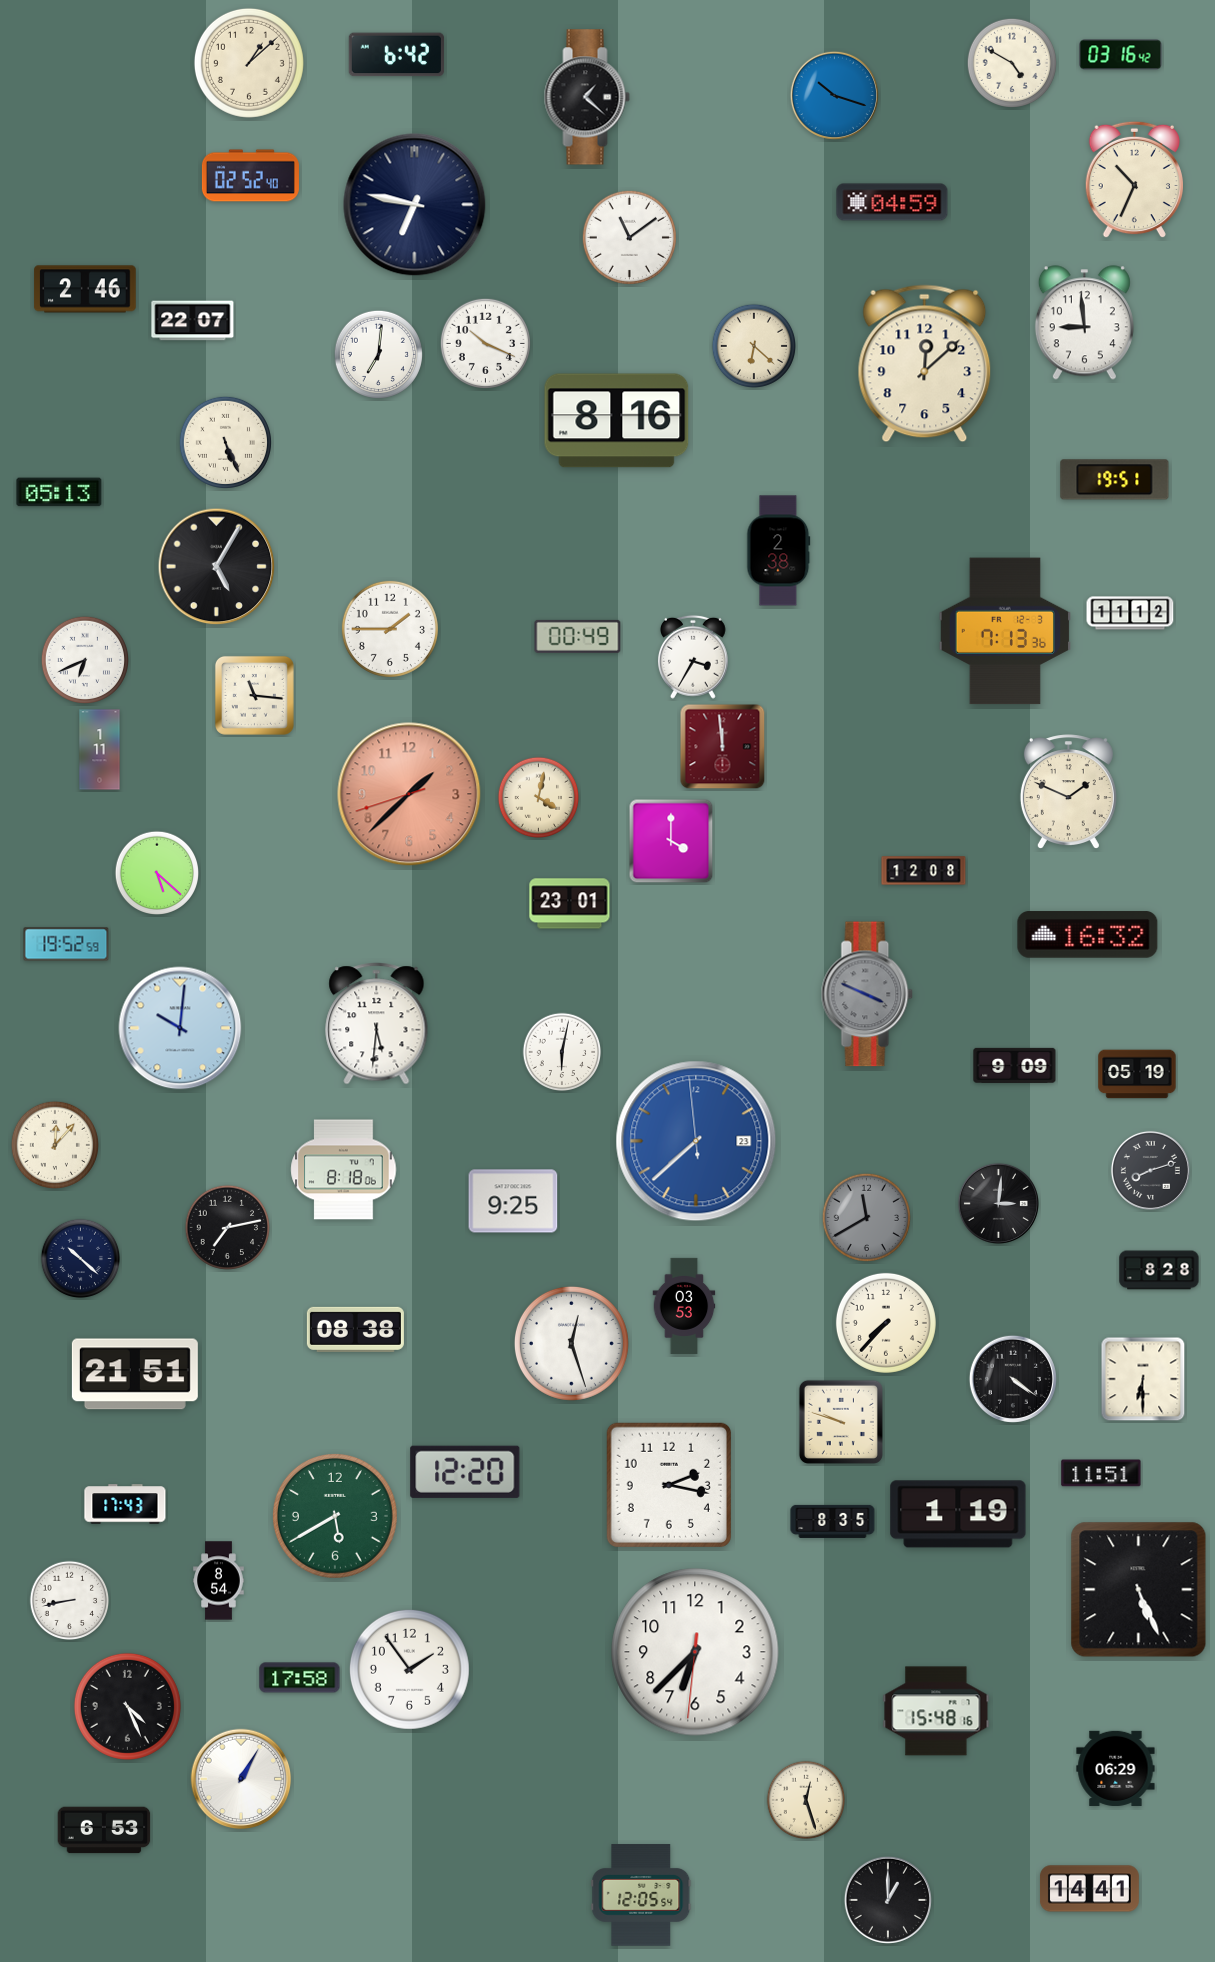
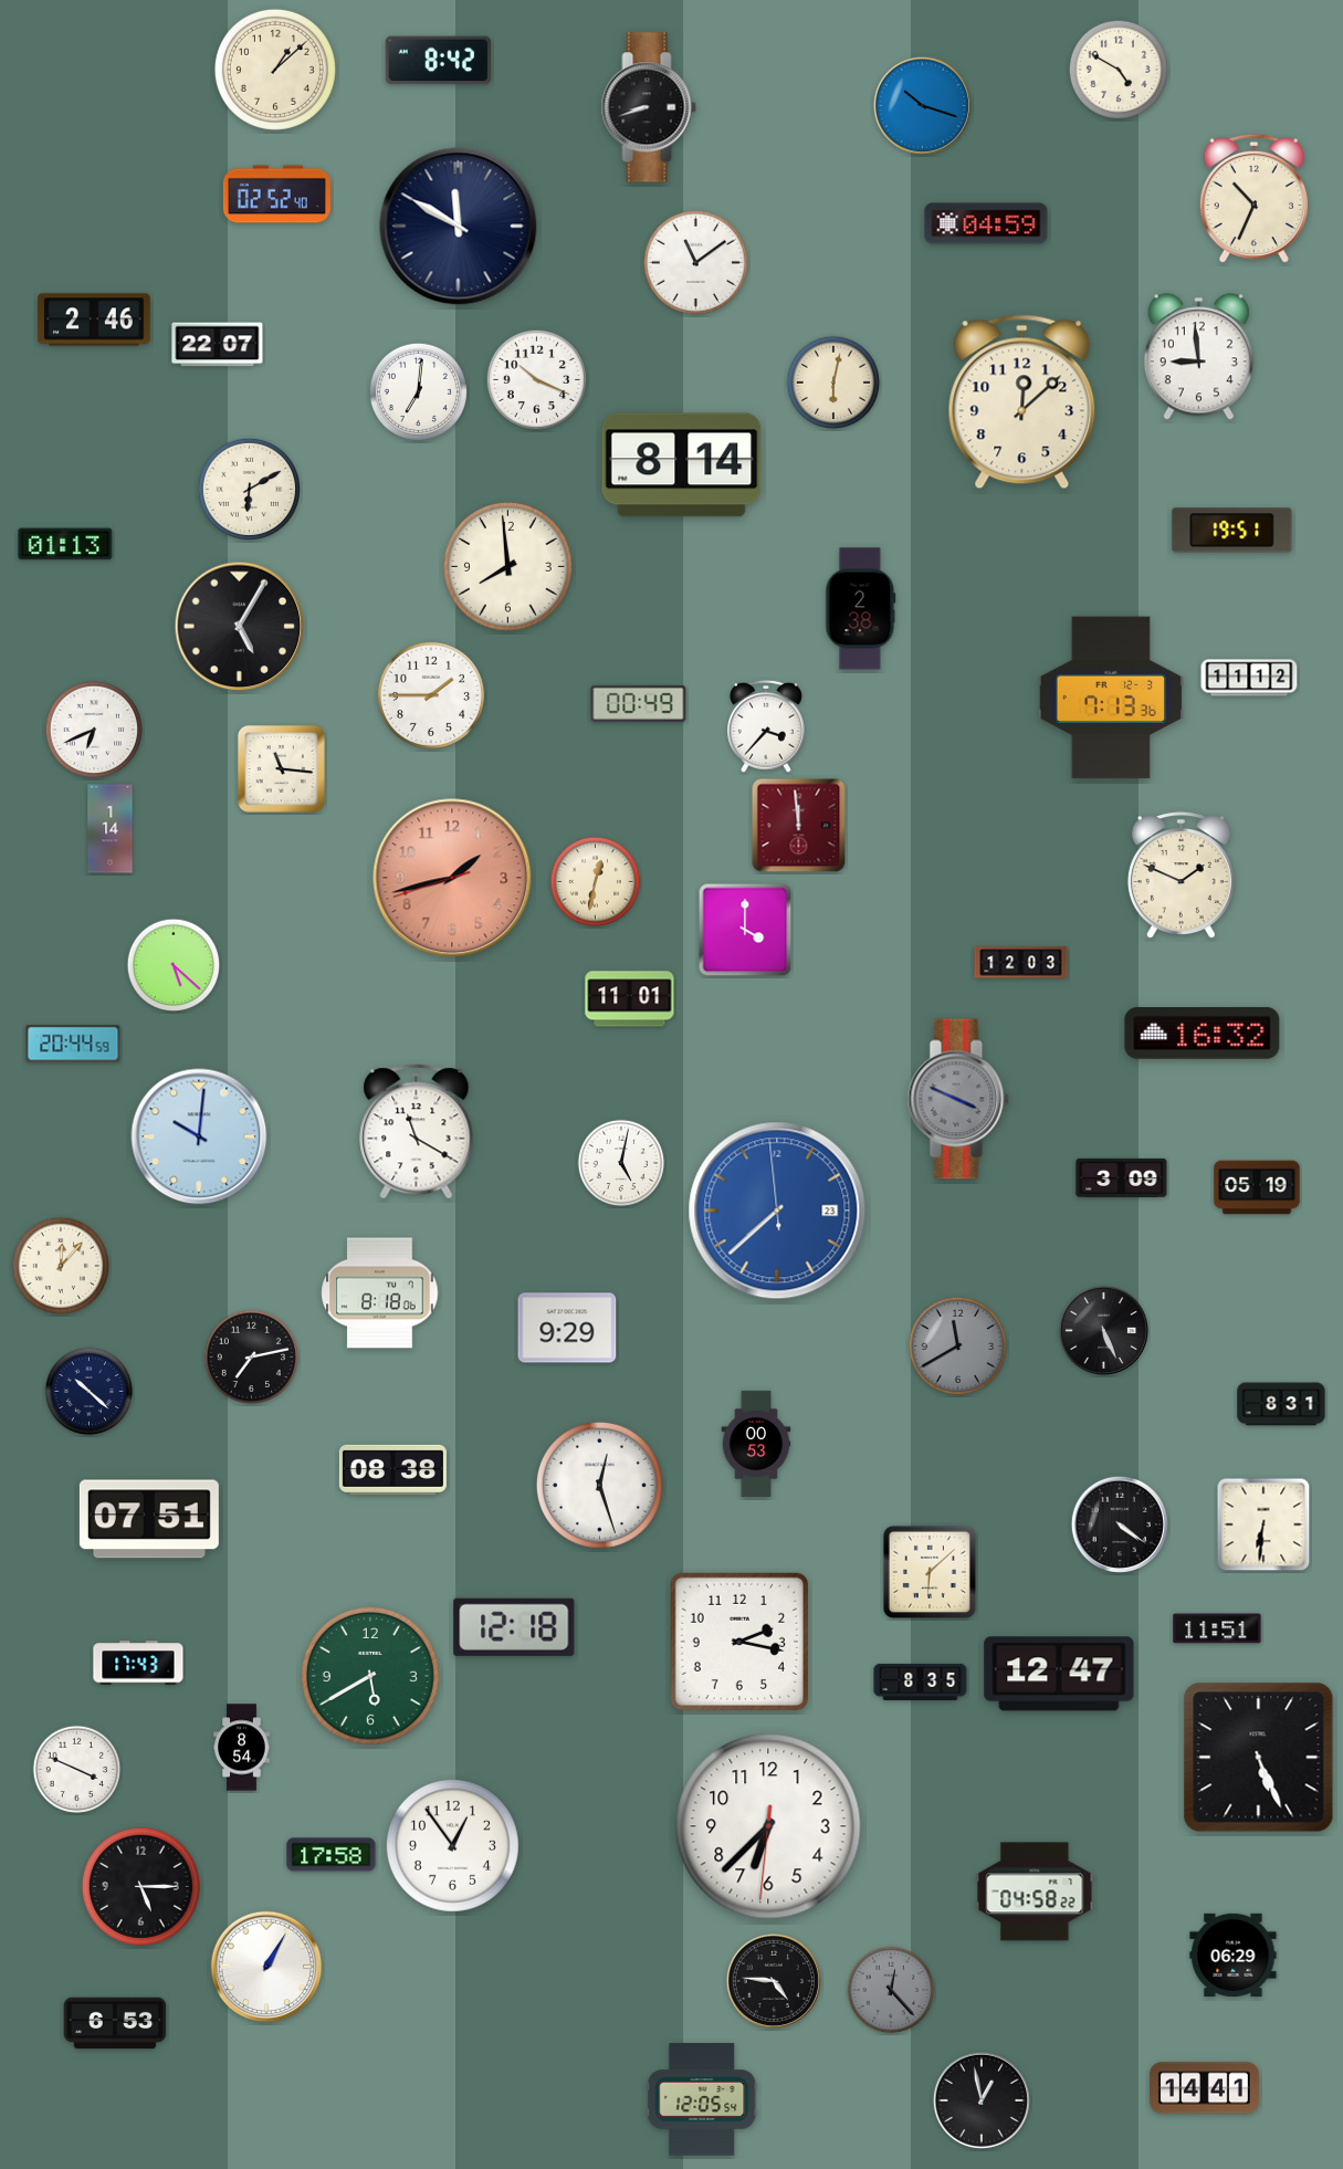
clock at (396, 55): 6:42 -> 8:42
clock at (1121, 55): 03:16 -> none
clock at (587, 97): 1:22 -> 8:42
clock at (415, 205): 6:47 -> 11:50
clock at (193, 321) position: (193, 321) -> (218, 345)
clock at (753, 345): 6:22 -> 6:02
clock at (617, 421): 8:16 -> 8:14
clock at (225, 442): 5:26 -> 6:10
clock at (59, 492): 05:13 -> 01:13
clock at (507, 566): none -> 7:59
clock at (693, 657): 3:35 -> 3:37
clock at (100, 750): 1:11 -> 1:14
clock at (409, 794): 1:37 -> 1:42
clock at (539, 798): 4:02 -> 12:32
clock at (671, 841) position: (671, 841) -> (745, 930)
clock at (924, 871): 12:08 -> 12:03
clock at (570, 904): 23:01 -> 11:01
clock at (66, 944): 19:52 -> 20:44
clock at (377, 1024): 5:31 -> 11:20
clock at (562, 1052): 6:02 -> 5:02
clock at (1015, 1065): 9:09 -> 3:09
clock at (696, 1141) position: (696, 1141) -> (777, 1211)
clock at (1150, 1170): 8:12 -> none
clock at (513, 1201): 9:25 -> 9:29
clock at (998, 1203): 3:01 -> 5:26
clock at (1159, 1270): 8:28 -> 8:31
clock at (684, 1306): 03:53 -> 00:53
clock at (886, 1323): 7:37 -> none
clock at (571, 1343) position: (571, 1343) -> (599, 1485)
clock at (135, 1374): 21:51 -> 07:51
clock at (1143, 1379): 6:30 -> 6:31
clock at (841, 1422): 9:48 -> 6:08
clock at (465, 1472): 12:20 -> 12:18
clock at (958, 1514): 1:19 -> 12:47
clock at (70, 1601): 8:43 -> 3:49
clock at (409, 1669): 1:54 -> 12:54
clock at (127, 1706): 4:26 -> 5:15
clock at (936, 1711): 15:48 -> 04:58
clock at (774, 1981): none -> 4:46
clock at (806, 1800): 12:27 -> 12:23
clock at (806, 1800) dial: cream -> grey
clock at (641, 1895) position: (641, 1895) -> (702, 2099)
clock at (888, 1900): 1:00 -> 12:58
